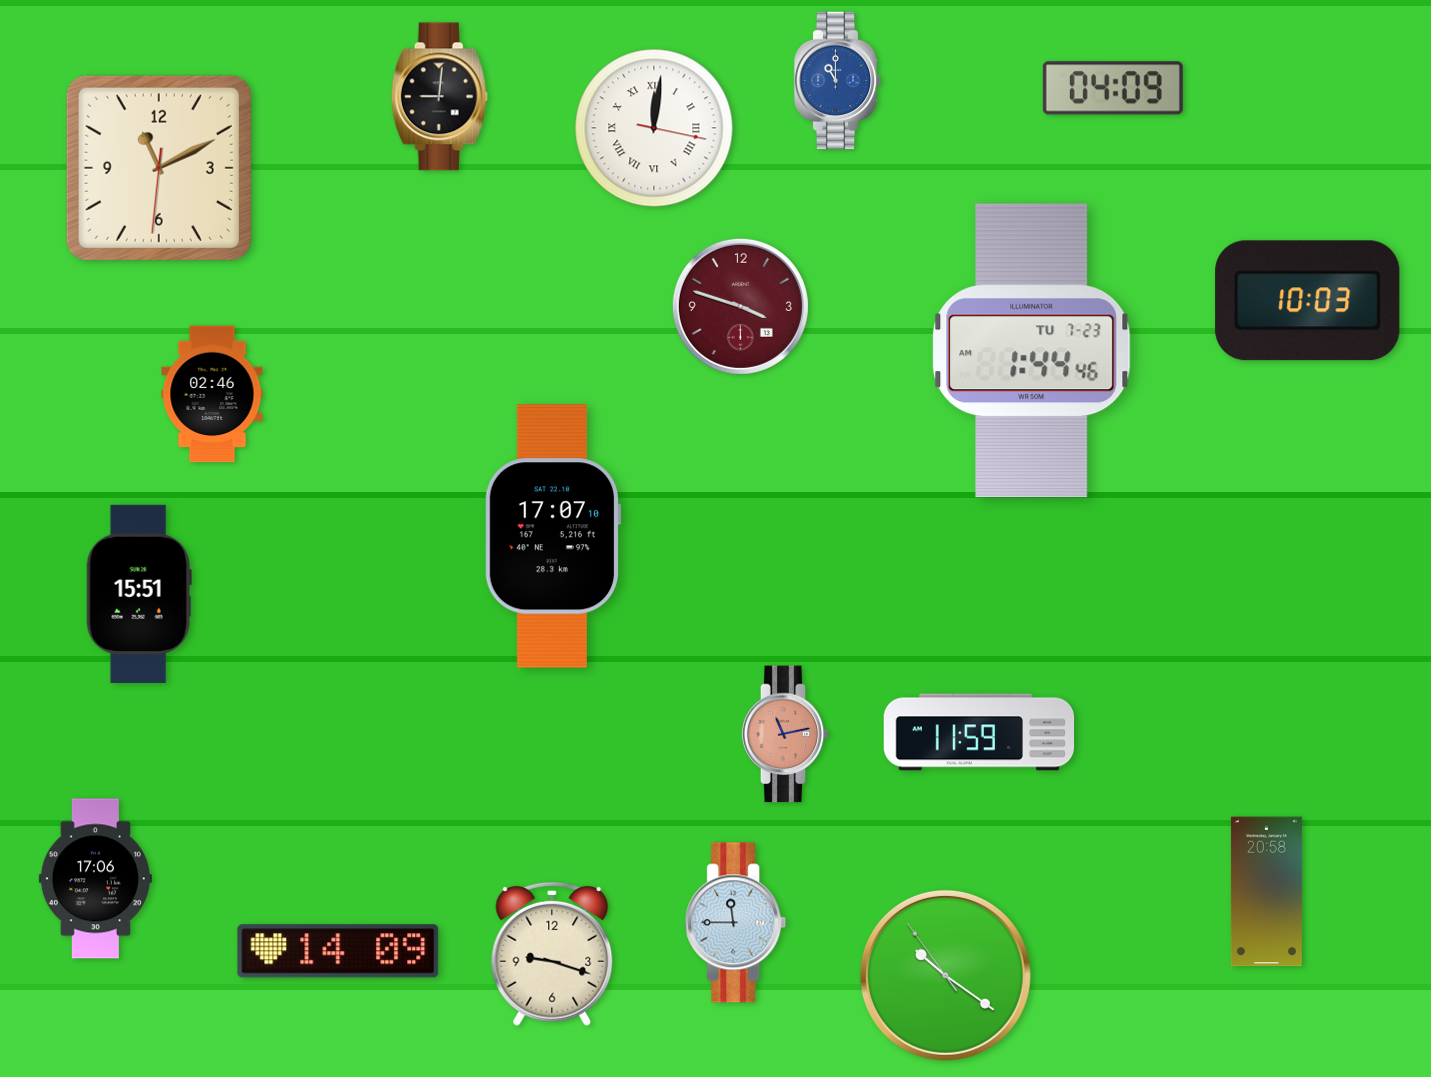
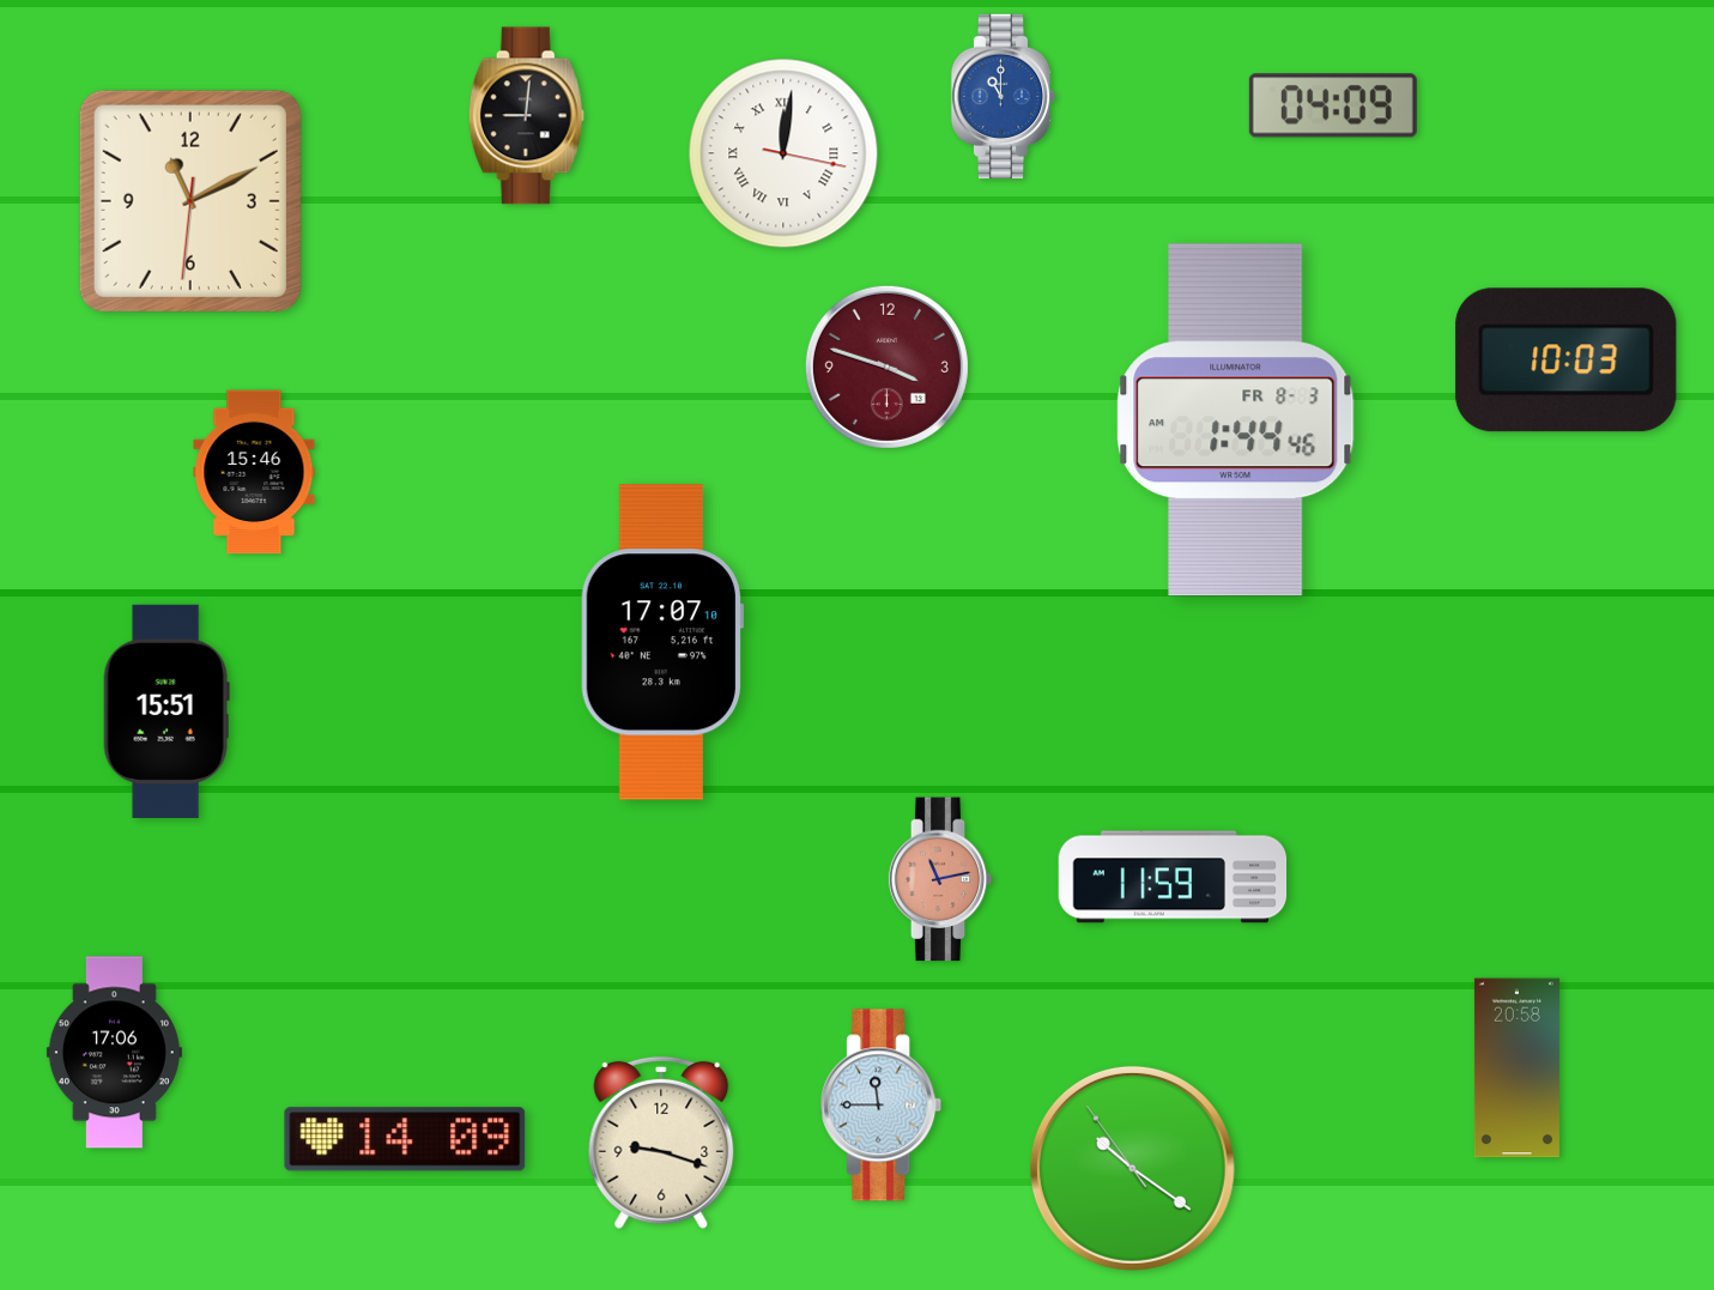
clock at (1032, 351) date: TU 7-23 -> FR 8-3
clock at (212, 394): 02:46 -> 15:46
